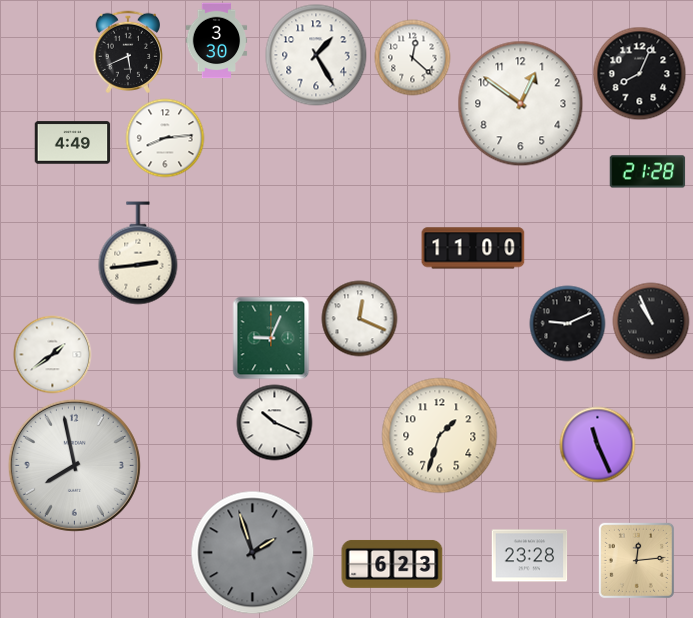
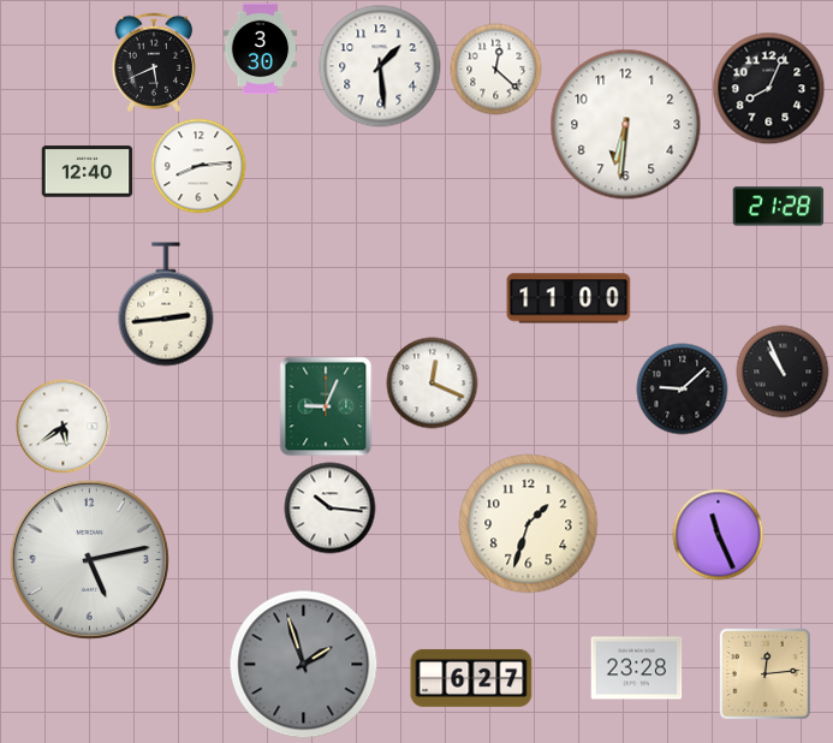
clock at (316, 55): 1:25 -> 1:29
clock at (521, 104): 12:51 -> 6:31
clock at (73, 143): 4:49 -> 12:40
clock at (651, 321) position: (651, 321) -> (783, 371)
clock at (568, 324): 9:11 -> 9:08
clock at (53, 355): 1:39 -> 5:39
clock at (275, 423): 10:19 -> 10:16
clock at (74, 465): 7:58 -> 5:13
clock at (392, 564): 6:23 -> 6:27
